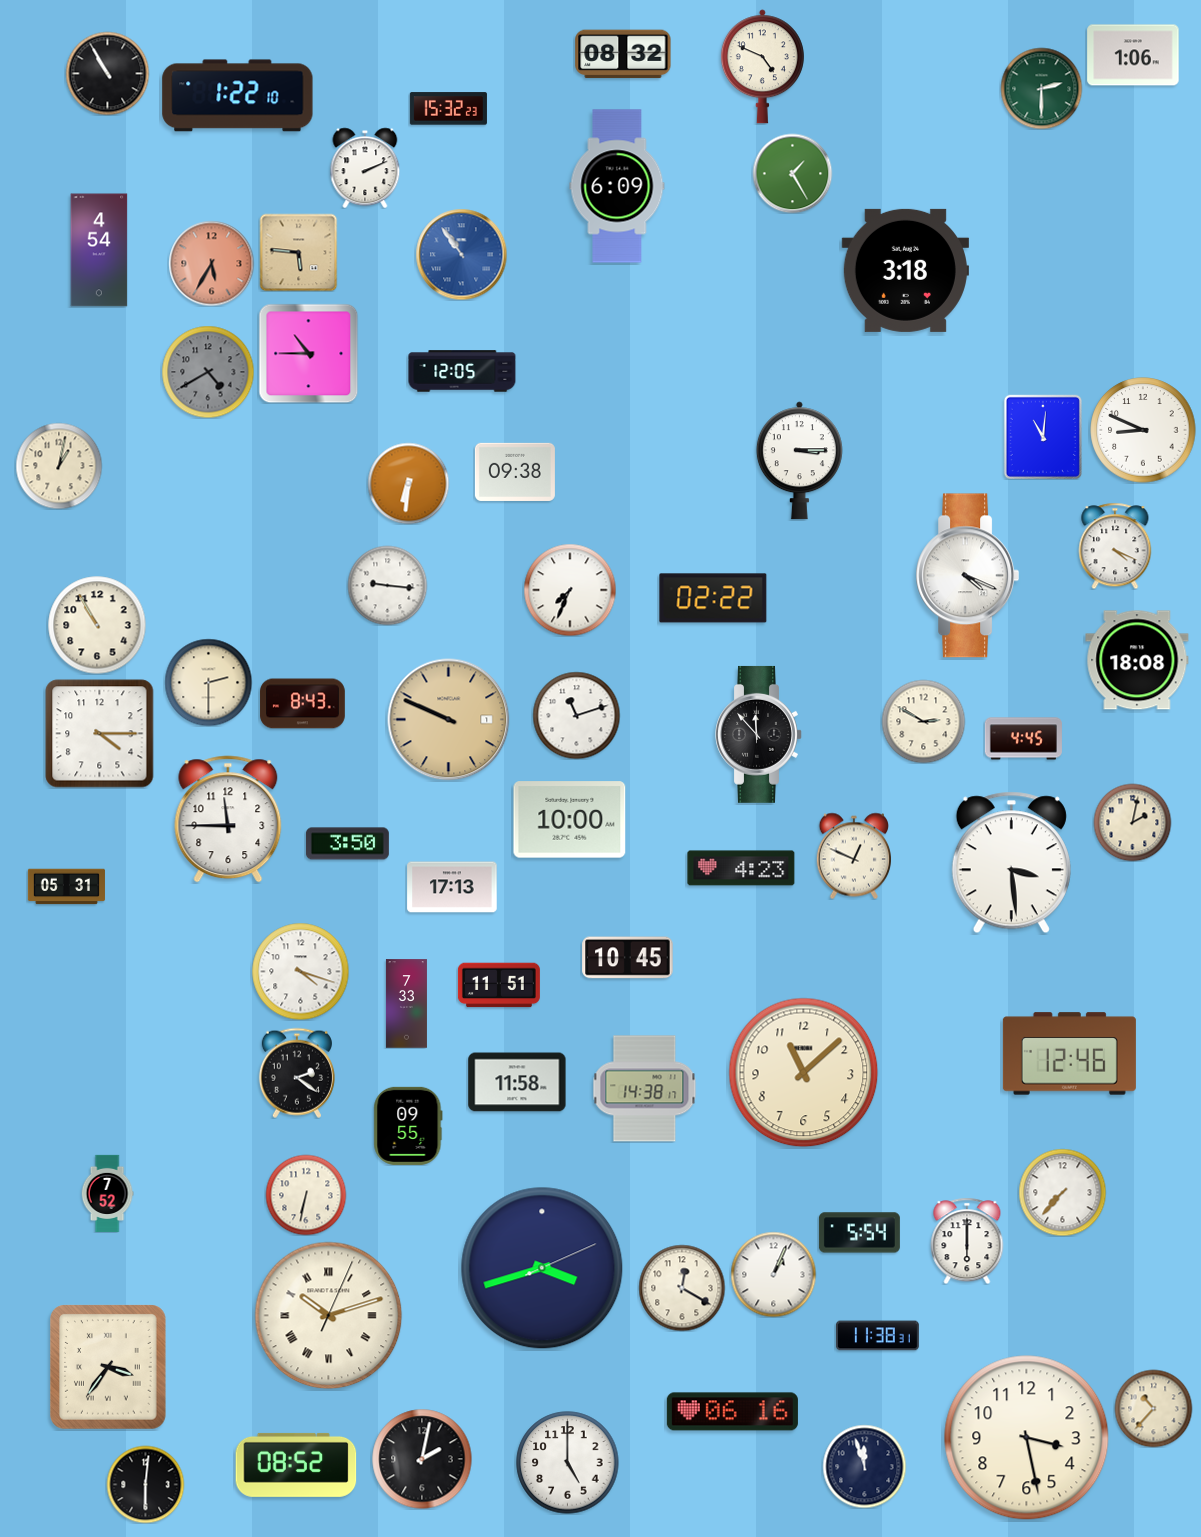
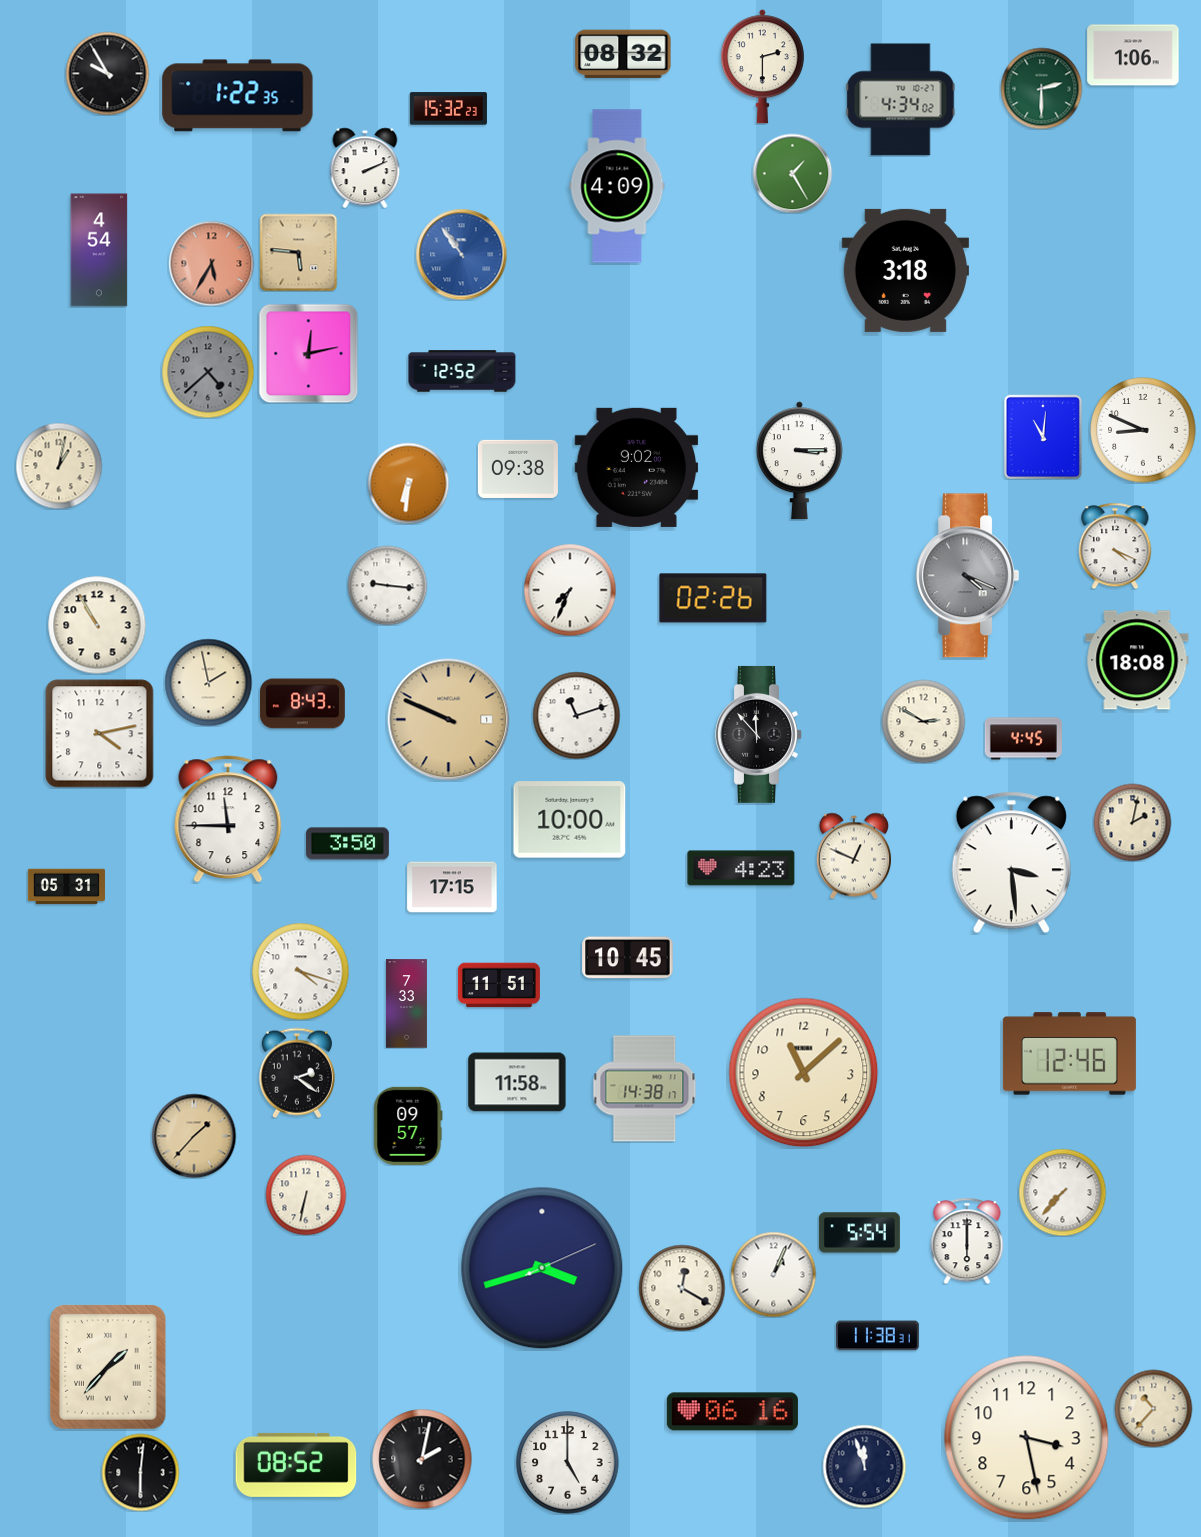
clock at (762, 67): 4:49 -> 2:30
clock at (107, 73): 10:55 -> 9:55
clock at (238, 96): 1:22:10 -> 1:22:35
clock at (901, 100): none -> 4:34
clock at (617, 186): 6:09 -> 4:09
clock at (308, 353): 10:45 -> 12:13
clock at (462, 371): 12:05 -> 12:52
clock at (208, 372): 4:40 -> 4:38
clock at (637, 467): none -> 9:02
clock at (515, 472) position: (515, 472) -> (518, 469)
clock at (968, 576) dial: white -> grey
clock at (713, 598): 02:22 -> 02:26
clock at (208, 682): 2:30 -> 1:58
clock at (100, 734): 4:15 -> 4:13
clock at (452, 887): 17:13 -> 17:15
clock at (408, 1126): 09:55 -> 09:57
clock at (194, 1136): none -> 1:37
clock at (107, 1193): 7:52 -> none
clock at (329, 1316): 10:12 -> none
clock at (108, 1367): 3:36 -> 1:37
clock at (145, 1484) position: (145, 1484) -> (140, 1472)
